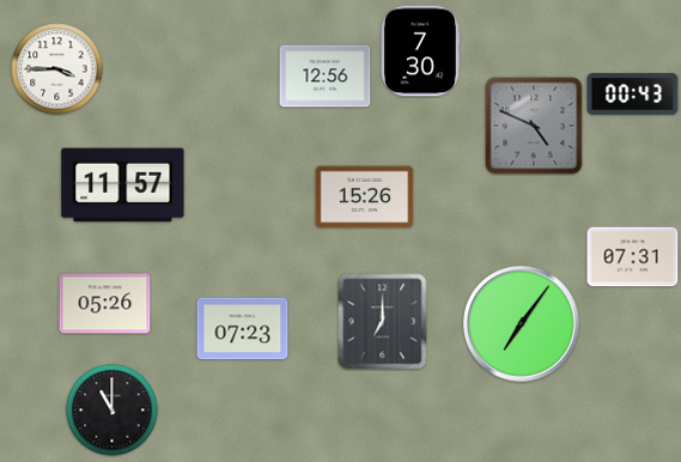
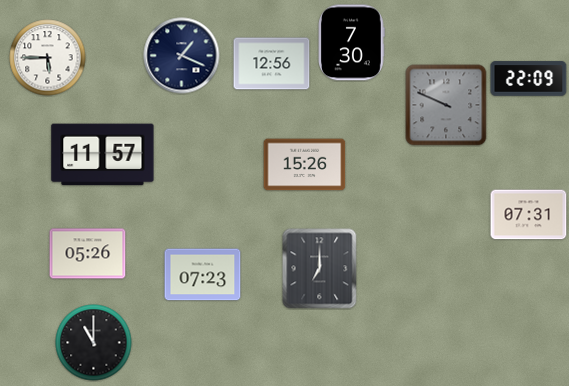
clock at (182, 56): none -> 1:19
clock at (57, 69): 3:45 -> 5:45
clock at (633, 95): 00:43 -> 22:09
clock at (534, 126): 4:49 -> 9:49
clock at (522, 324): 7:06 -> none
